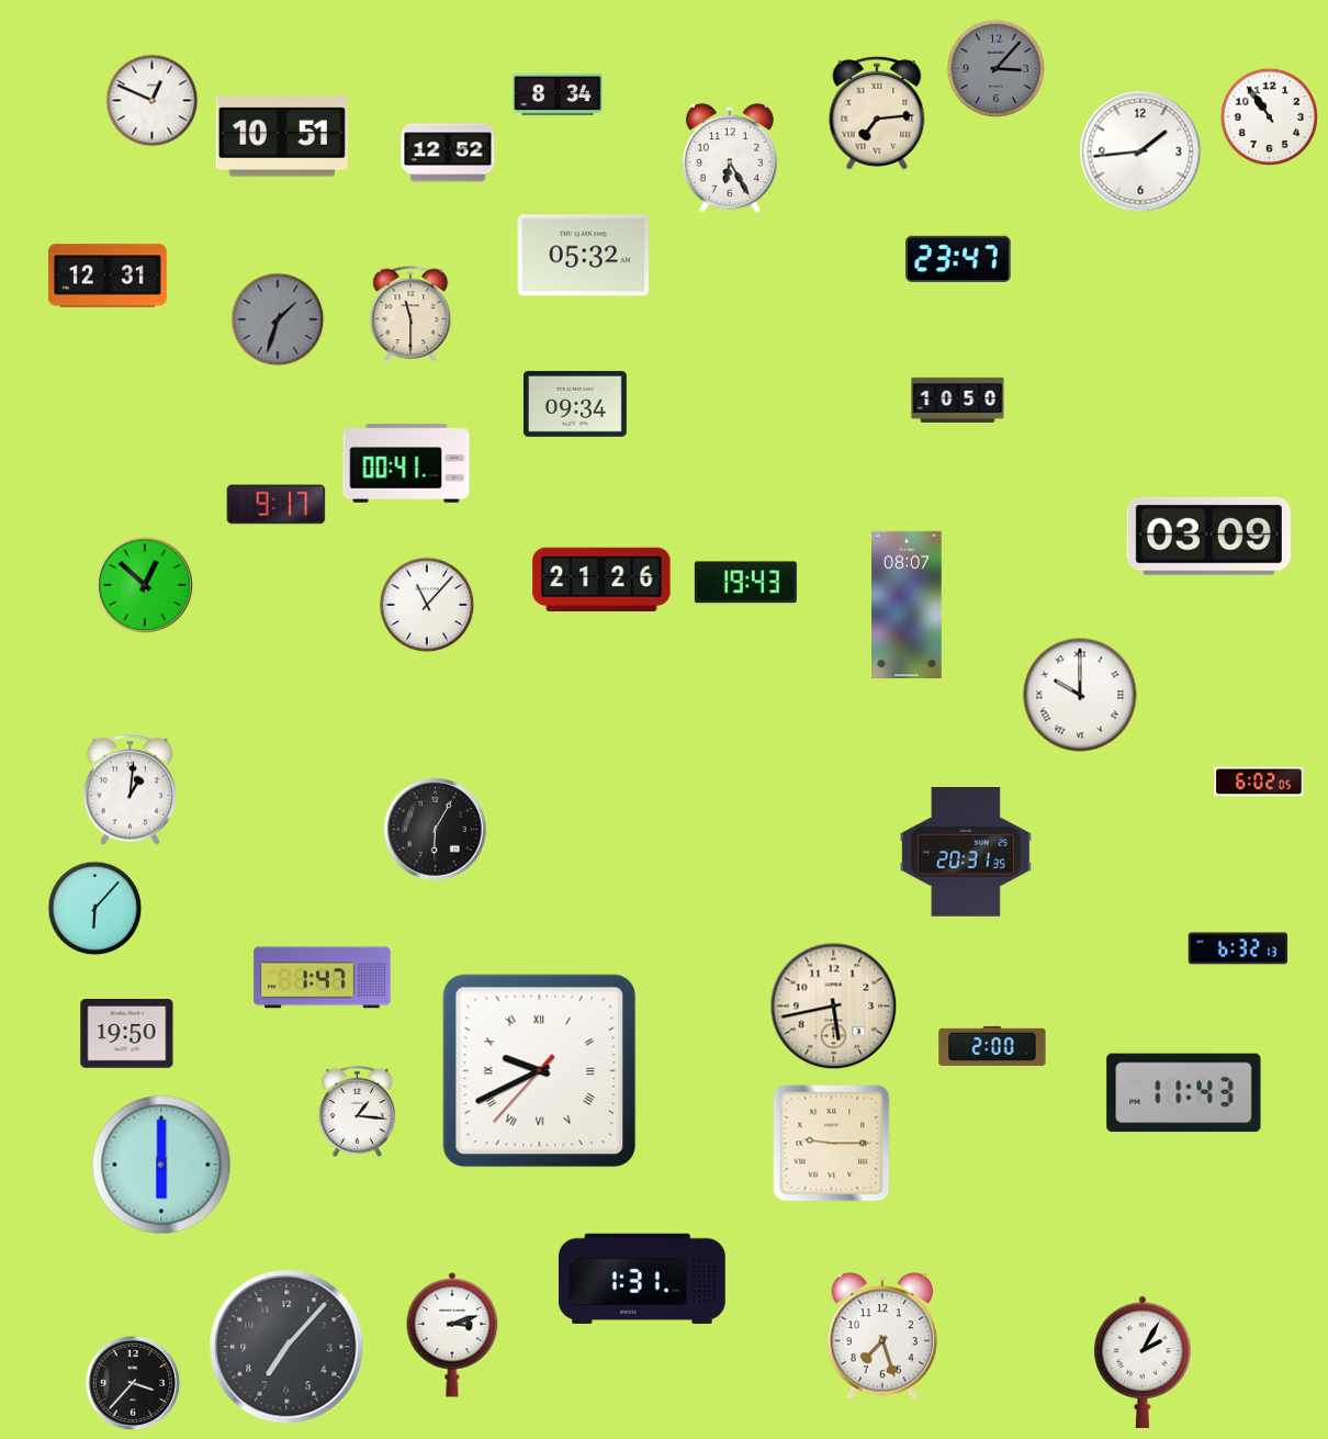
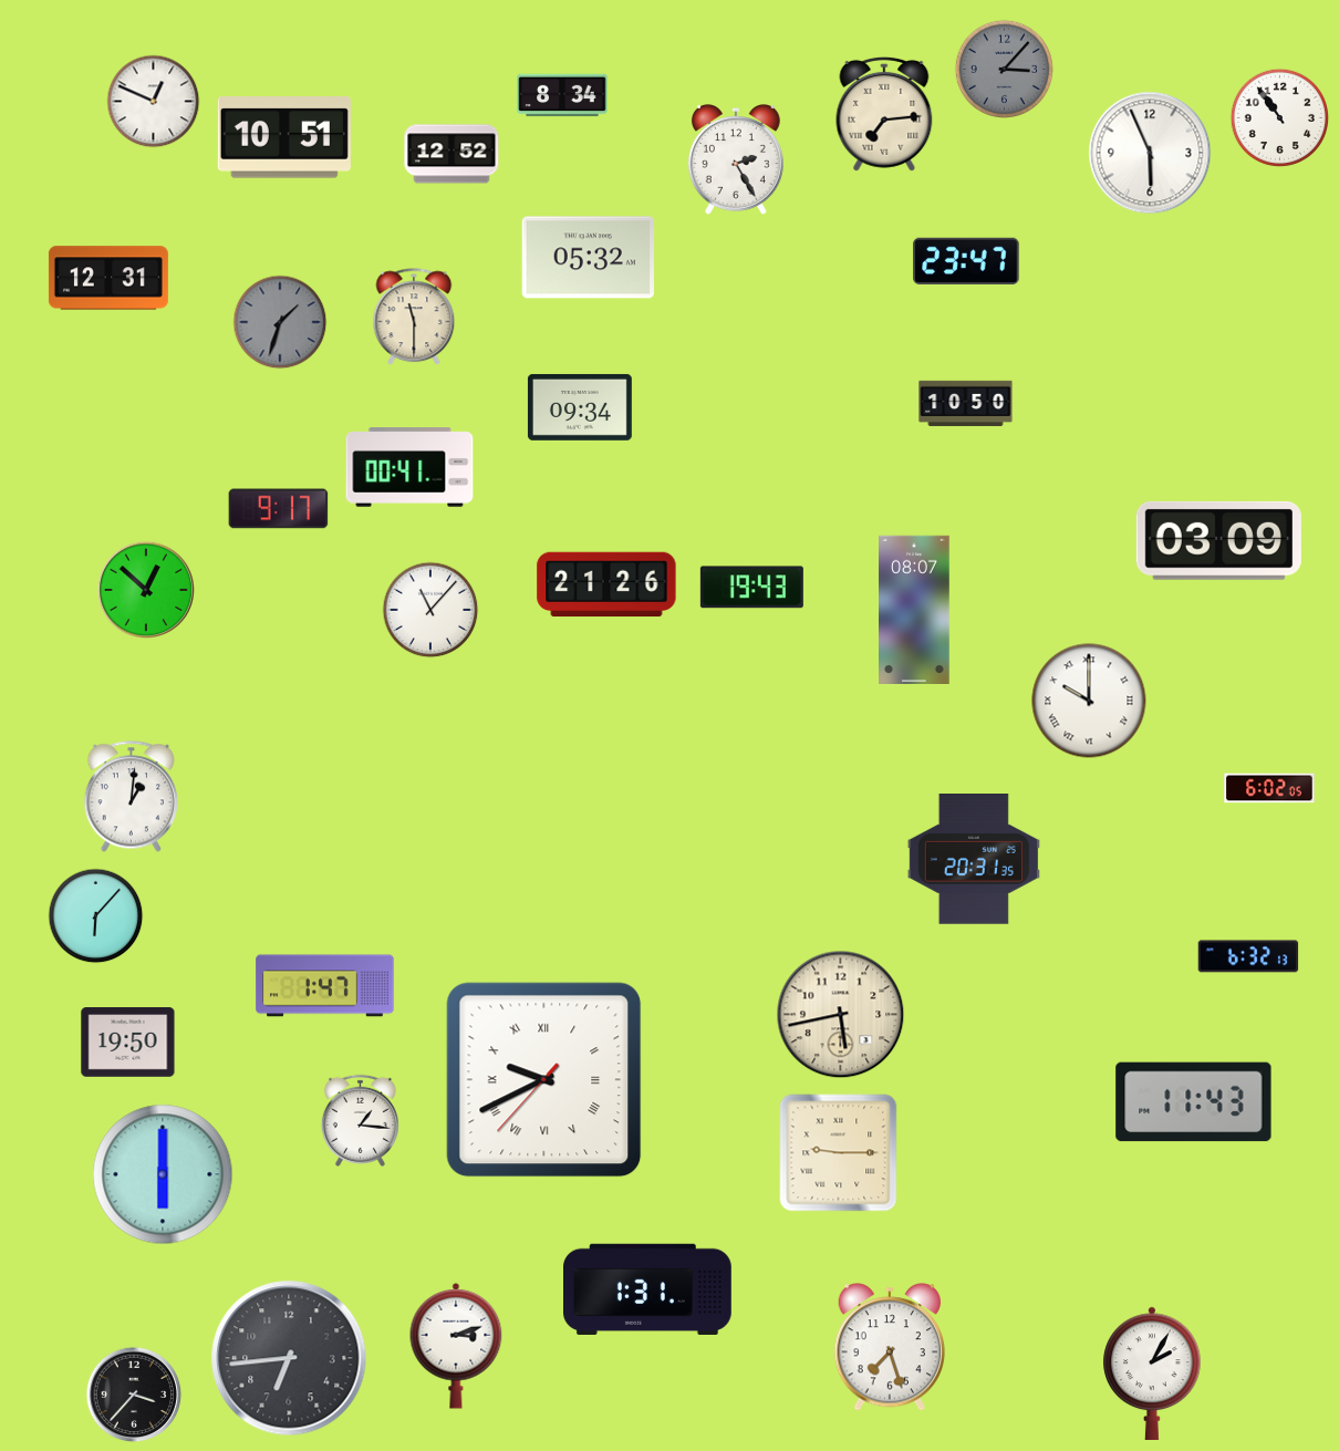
clock at (1140, 151): 1:44 -> 5:56
clock at (730, 159): 6:25 -> 2:25
clock at (435, 829): 6:05 -> none
clock at (992, 1046): 2:00 -> none
clock at (286, 1347): 7:07 -> 6:44
